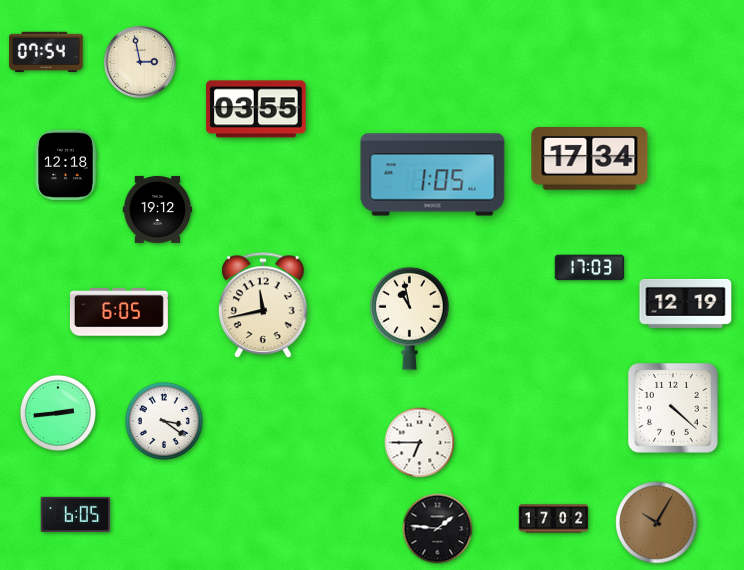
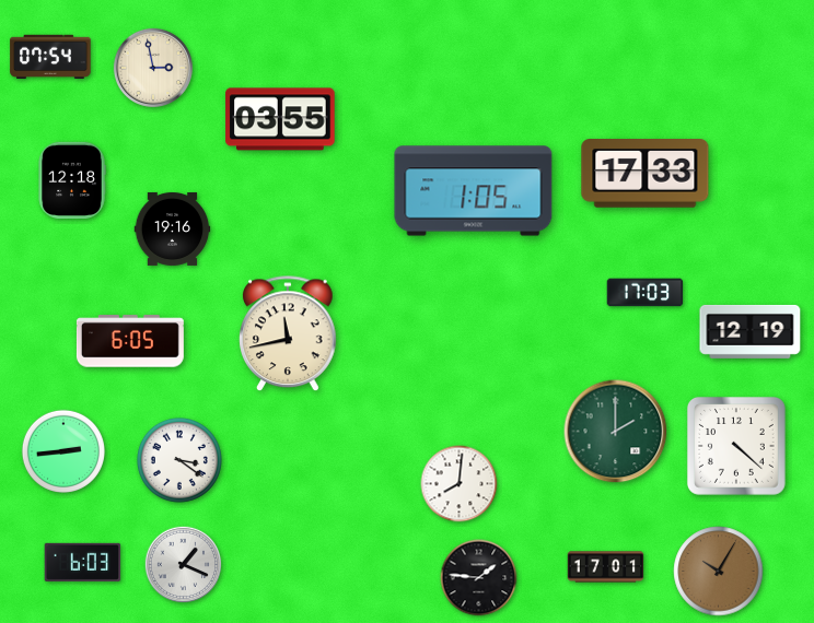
clock at (590, 159): 17:34 -> 17:33
clock at (158, 209): 19:12 -> 19:16
clock at (410, 318): 10:58 -> none
clock at (616, 432): none -> 2:00
clock at (420, 443): 6:45 -> 8:01
clock at (76, 514): 6:05 -> 6:03
clock at (184, 565): none -> 1:19
clock at (554, 519): 17:02 -> 17:01
